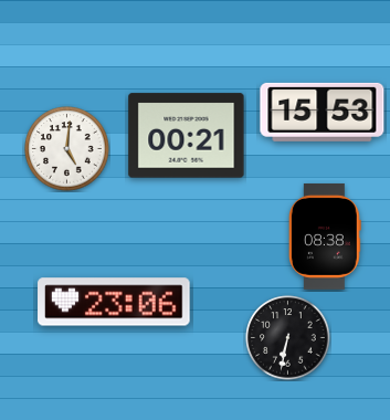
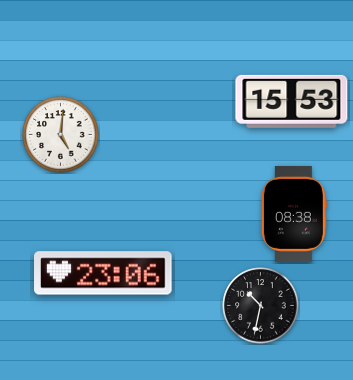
clock at (187, 136): 00:21 -> none
clock at (288, 338): 6:32 -> 10:32
